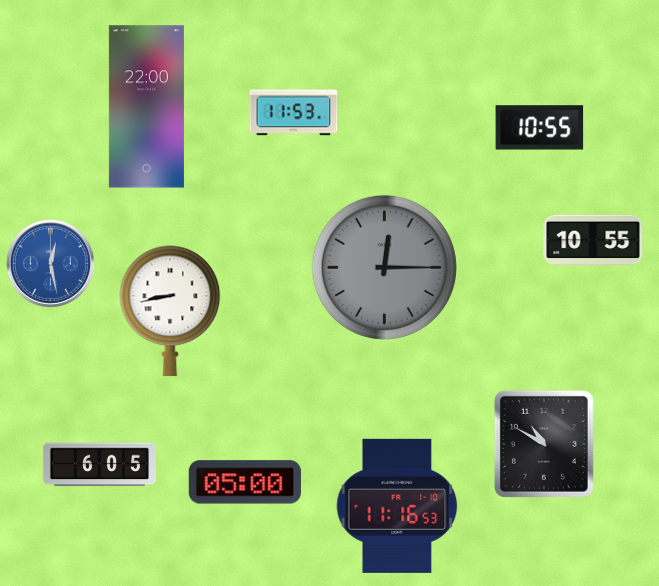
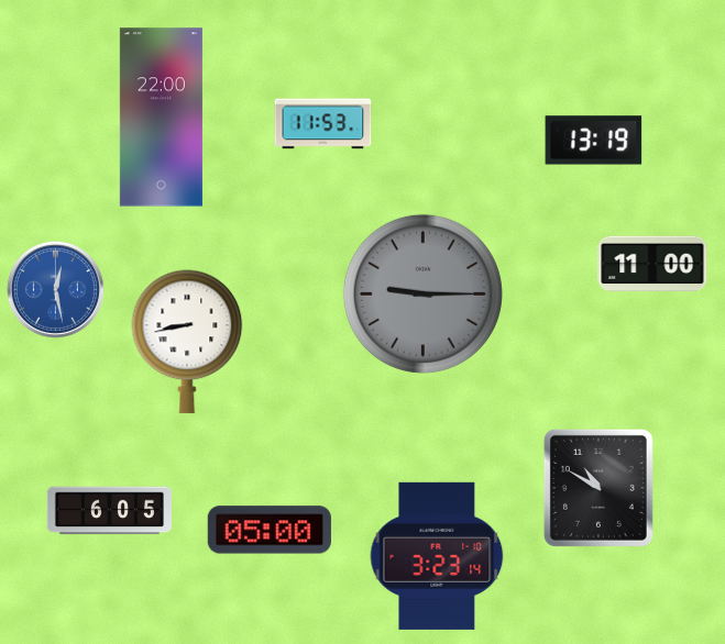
clock at (540, 128): 10:55 -> 13:19
clock at (593, 240): 10:55 -> 11:00
clock at (384, 267): 12:15 -> 9:15
clock at (397, 506): 11:16 -> 3:23
